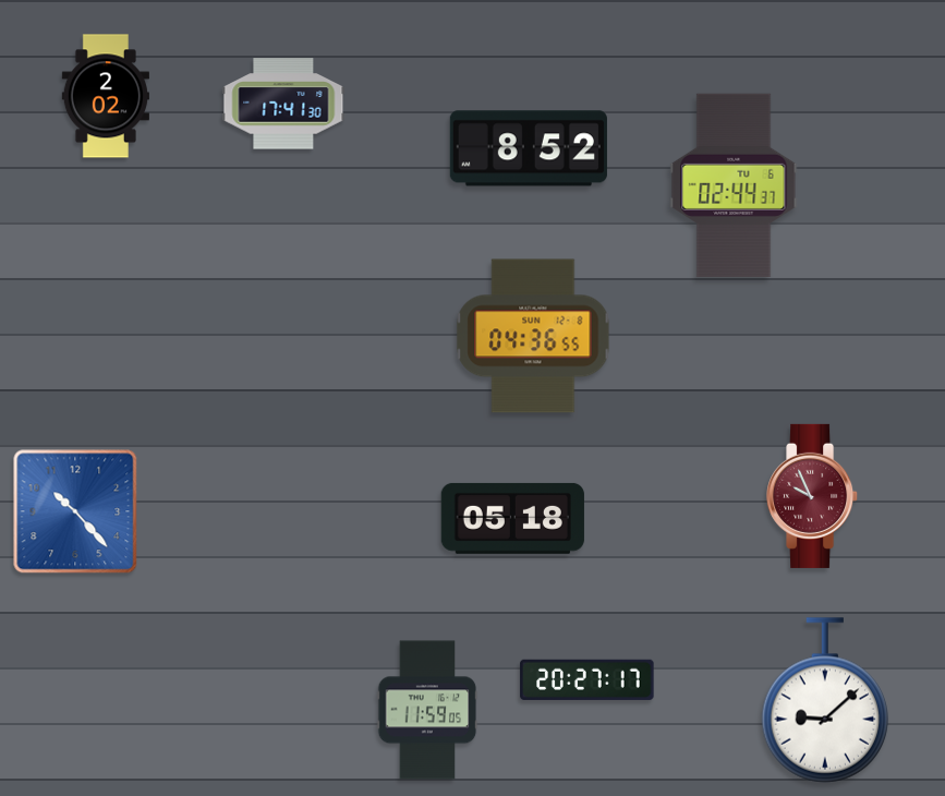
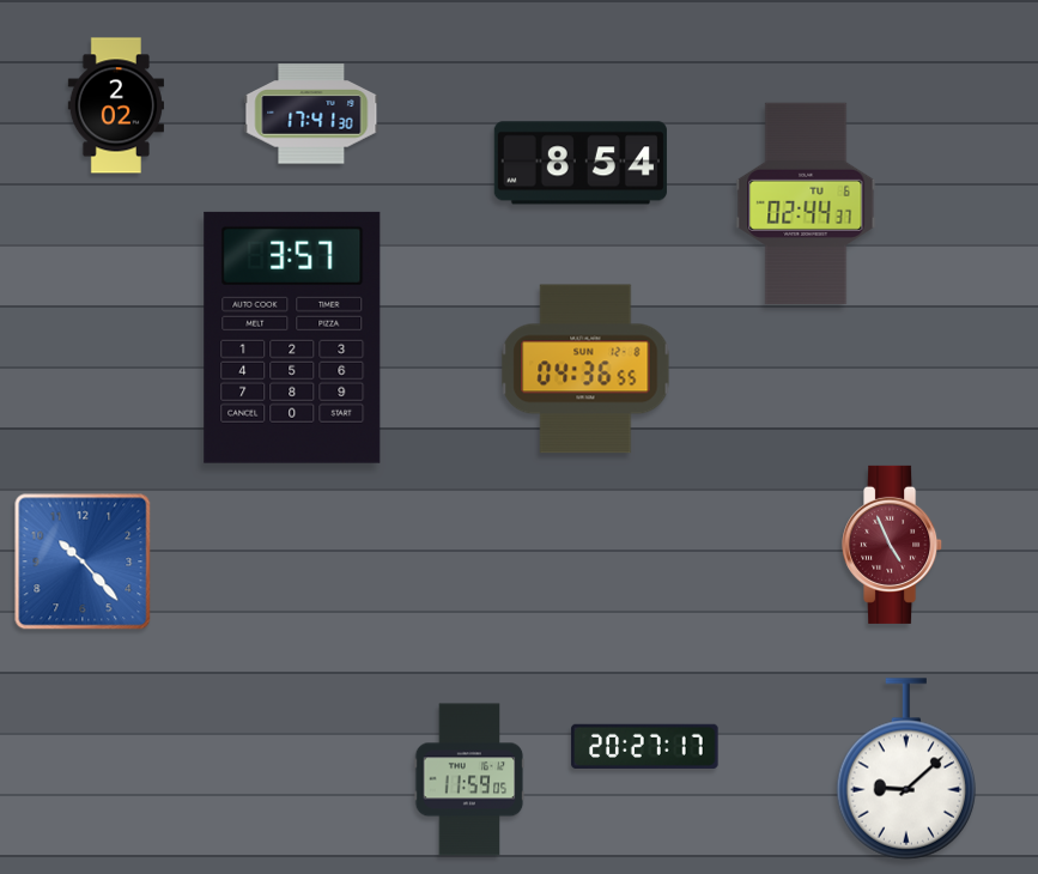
clock at (529, 148): 8:52 -> 8:54
clock at (292, 338): none -> 3:57
clock at (813, 496): 9:56 -> 4:56
clock at (512, 518): 05:18 -> none
